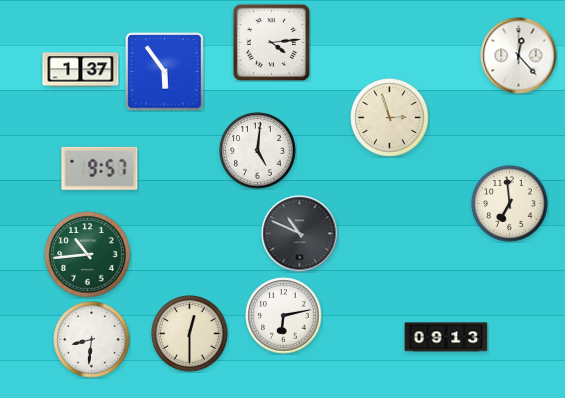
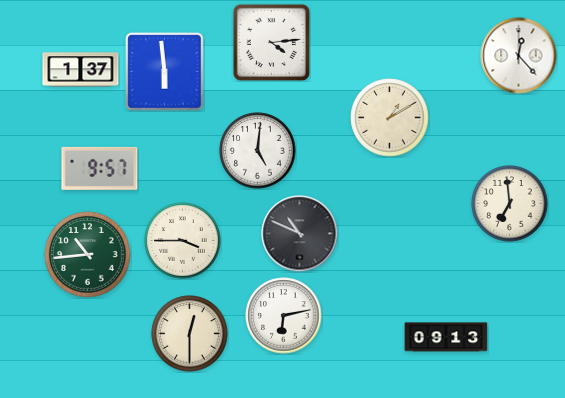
clock at (165, 72): 5:54 -> 5:59
clock at (390, 118): 2:57 -> 1:10
clock at (183, 241): none -> 3:45
clock at (92, 340): 8:31 -> none
